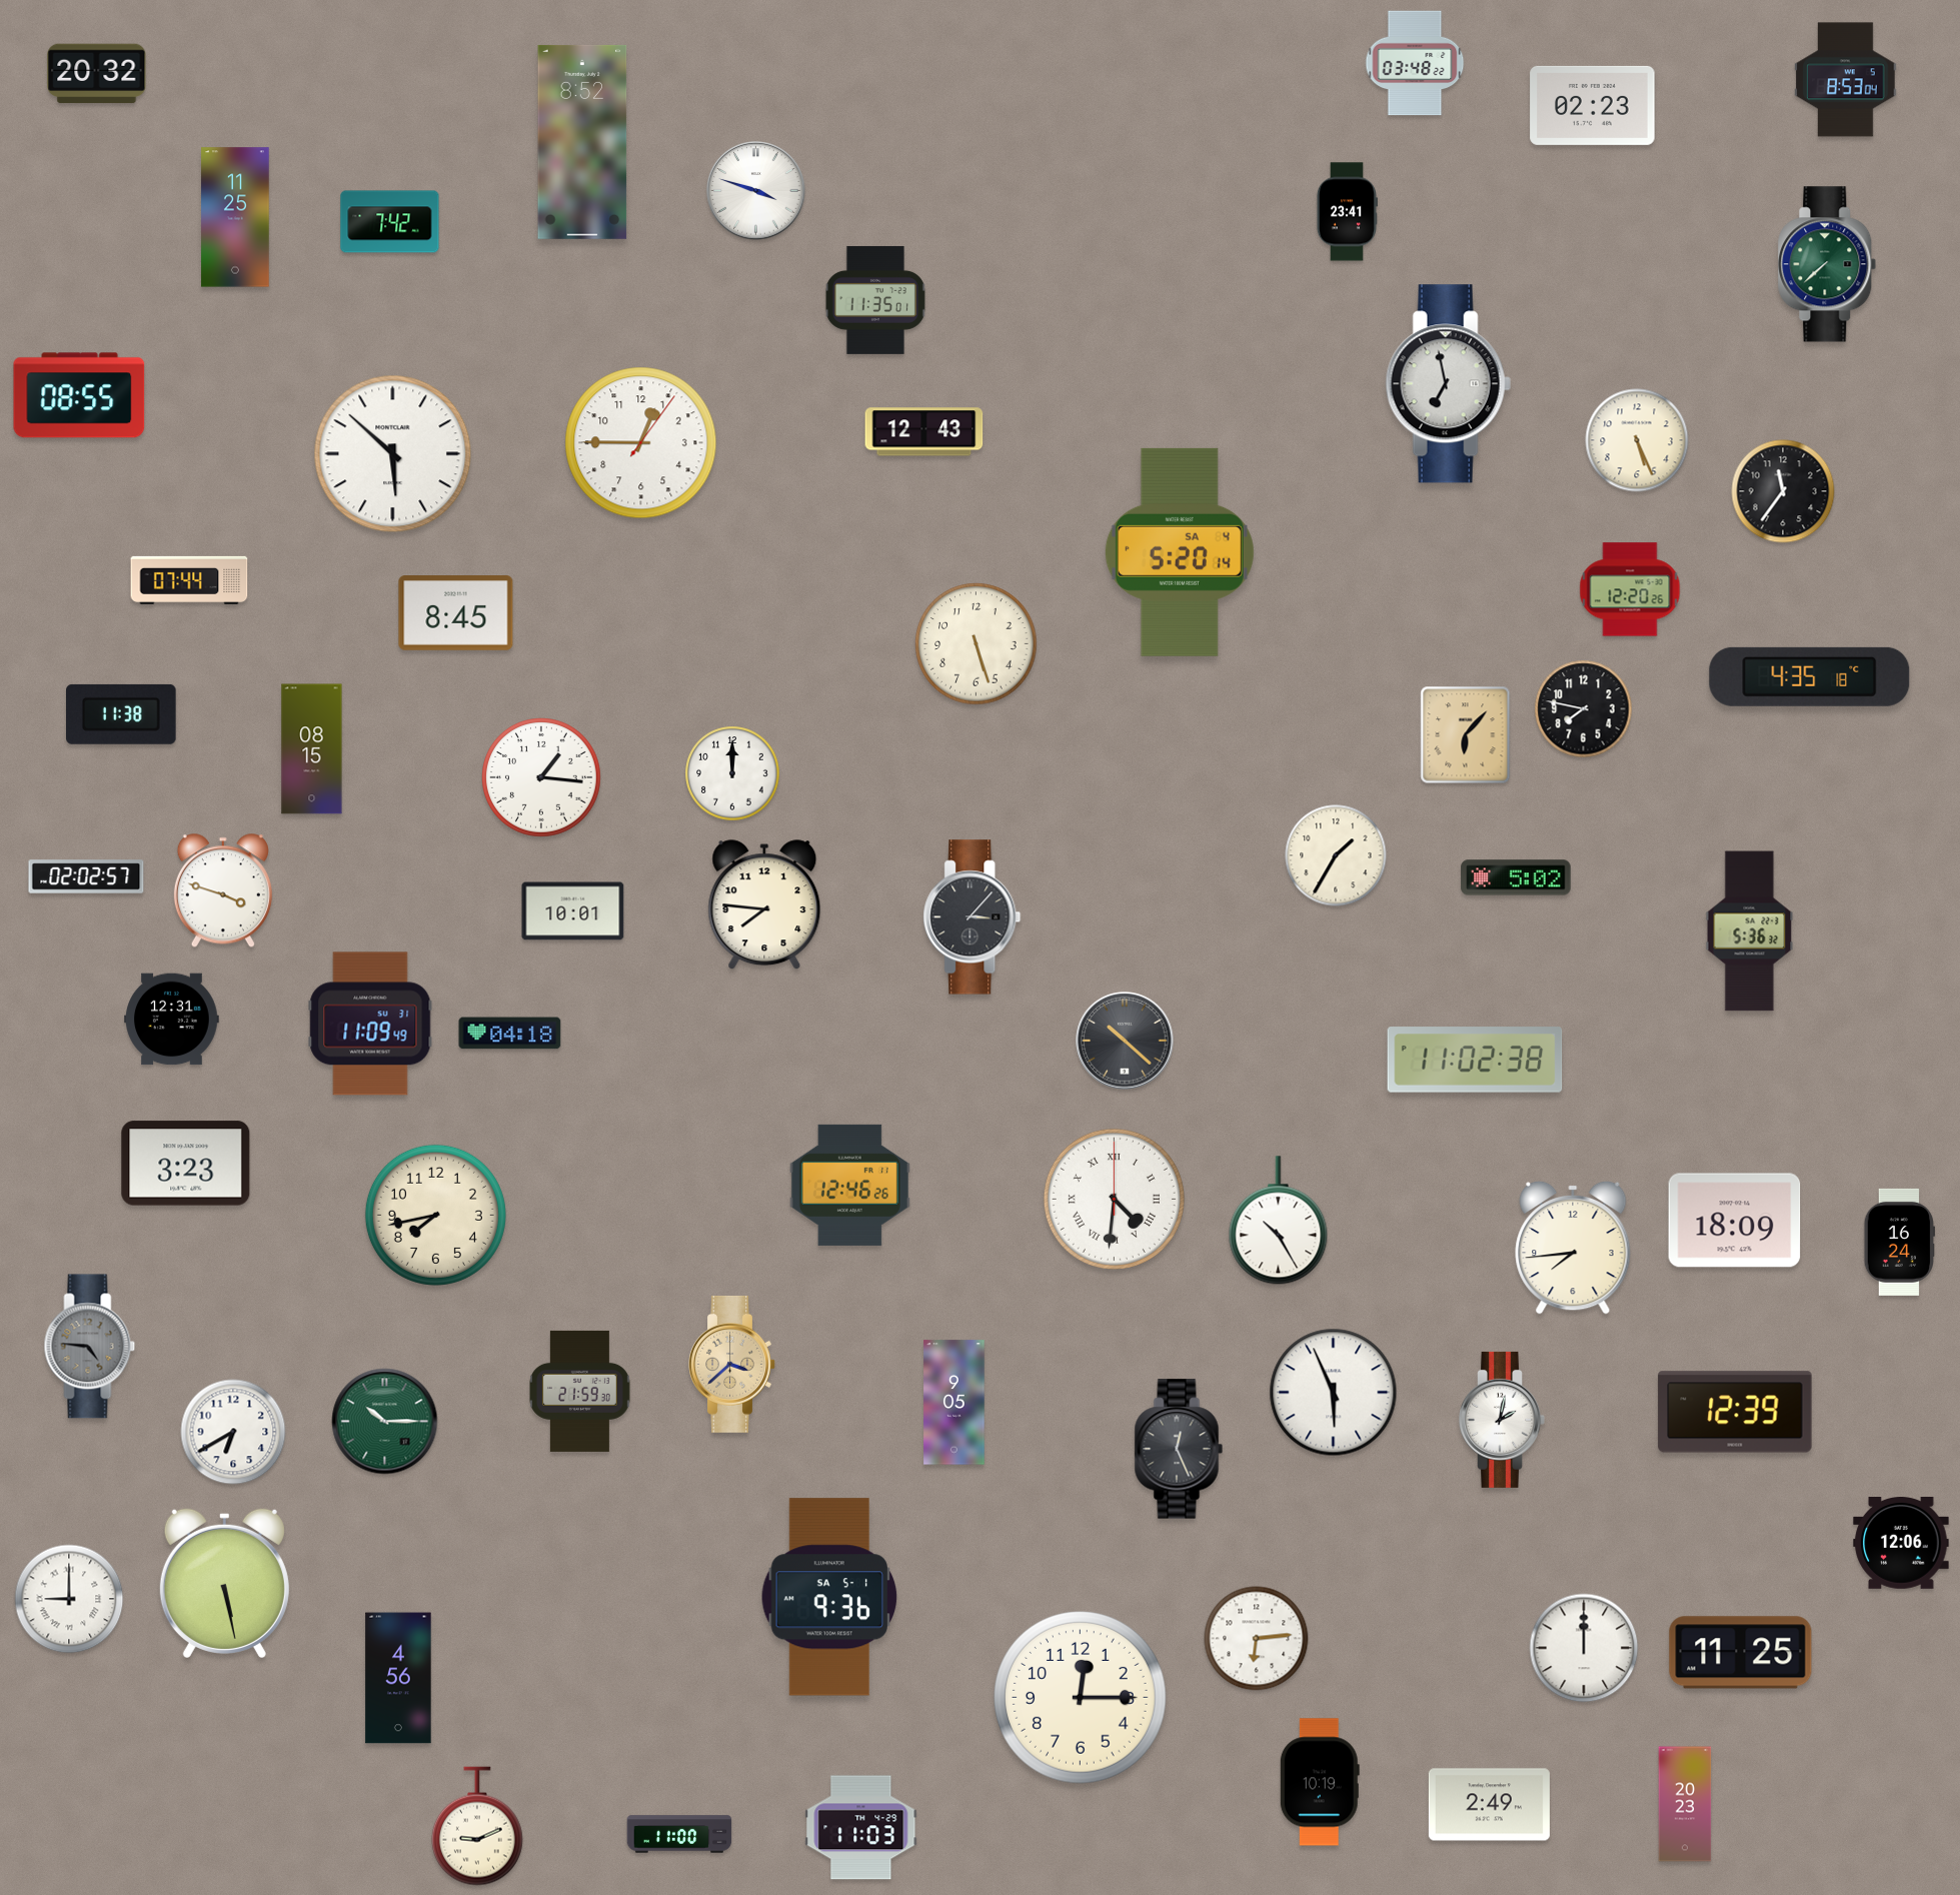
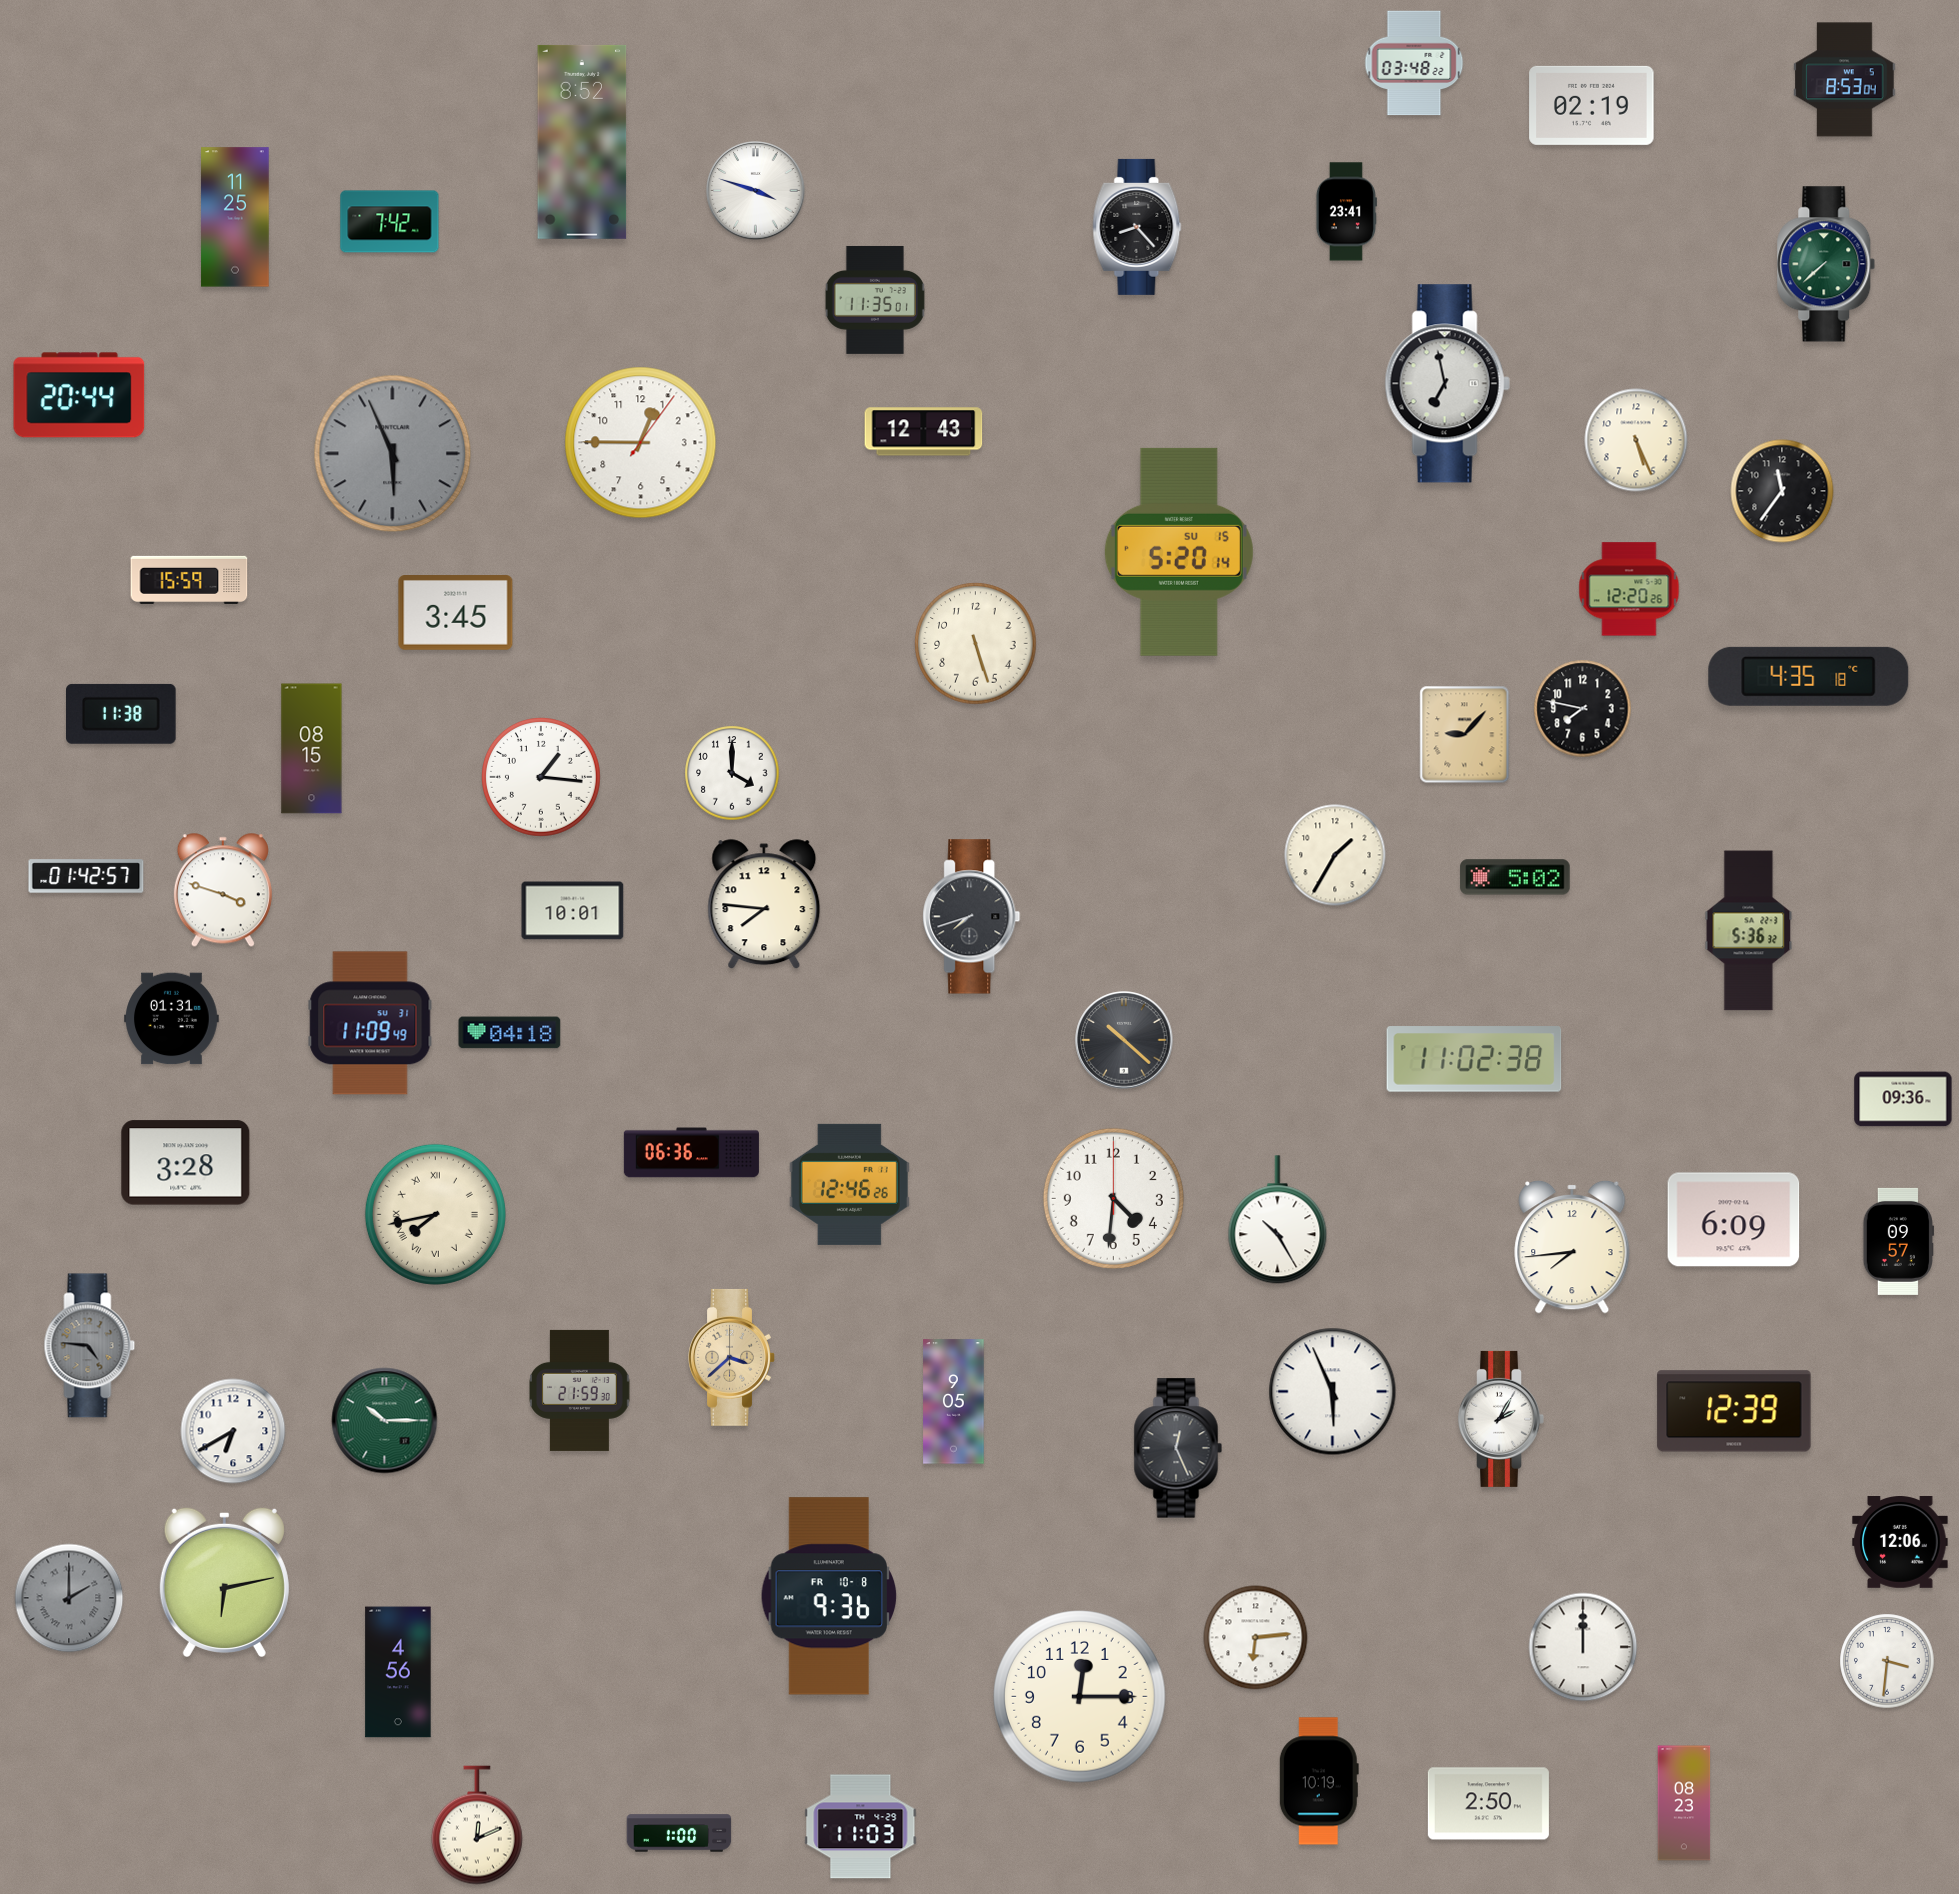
clock at (97, 74): 20:32 -> none
clock at (1593, 105): 02:23 -> 02:19
clock at (1137, 227): none -> 8:23
clock at (79, 395): 08:55 -> 20:44
clock at (393, 454): 5:52 -> 5:56
clock at (393, 454) dial: white -> grey
clock at (1180, 552) date: SA 4 -> SU 15
clock at (189, 580): 07:44 -> 15:59
clock at (456, 613): 8:45 -> 3:45
clock at (1466, 735): 6:07 -> 9:07
clock at (732, 773): 12:00 -> 4:00
clock at (86, 876): 02:02 -> 01:42
clock at (972, 917): 3:07 -> 7:42
clock at (172, 1020): 12:31 -> 01:31
clock at (1903, 1099): none -> 09:36
clock at (691, 1153): none -> 06:36
clock at (186, 1164): 3:23 -> 3:28
clock at (1114, 1199) numerals: Roman -> Arabic
clock at (435, 1215) numerals: Arabic -> Roman
clock at (1735, 1221): 18:09 -> 6:09
clock at (1899, 1242): 16:24 -> 09:57
clock at (732, 1364) position: (732, 1364) -> (732, 1357)
clock at (1502, 1420): 2:02 -> 2:05
clock at (224, 1582): 5:28 -> 6:13
clock at (829, 1597) date: SA 5-1 -> FR 10-8
clock at (69, 1599): 9:00 -> 2:00
clock at (69, 1599) dial: white -> grey
clock at (1741, 1653): 11:25 -> none
clock at (1887, 1661): none -> 3:31
clock at (398, 1678) position: (398, 1678) -> (398, 1672)
clock at (1685, 1804): 20:23 -> 08:23
clock at (1489, 1805): 2:49 -> 2:50
clock at (477, 1826): 9:11 -> 12:11
clock at (679, 1834): 11:00 -> 1:00
